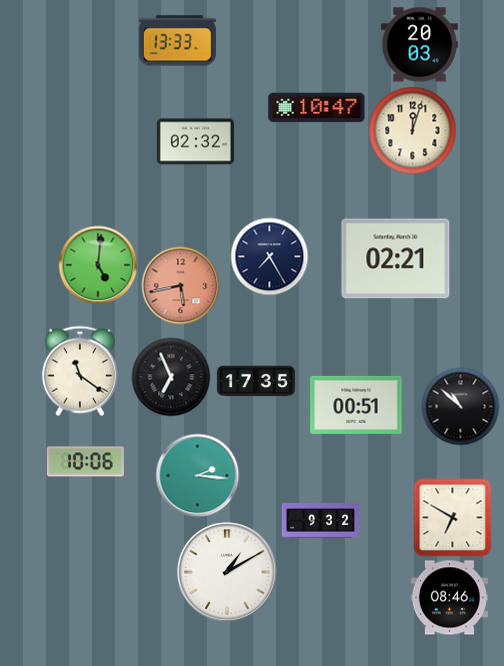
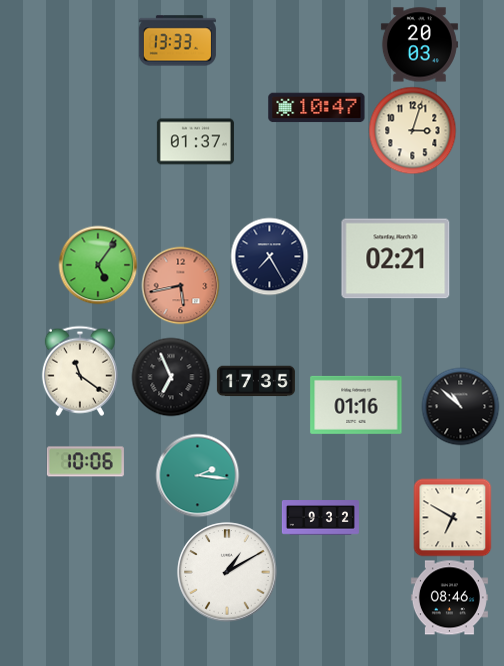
clock at (412, 130): 12:03 -> 3:03
clock at (195, 142): 02:32 -> 01:37
clock at (98, 265): 5:01 -> 5:06
clock at (356, 405): 00:51 -> 01:16
clock at (320, 521) position: (320, 521) -> (320, 518)
